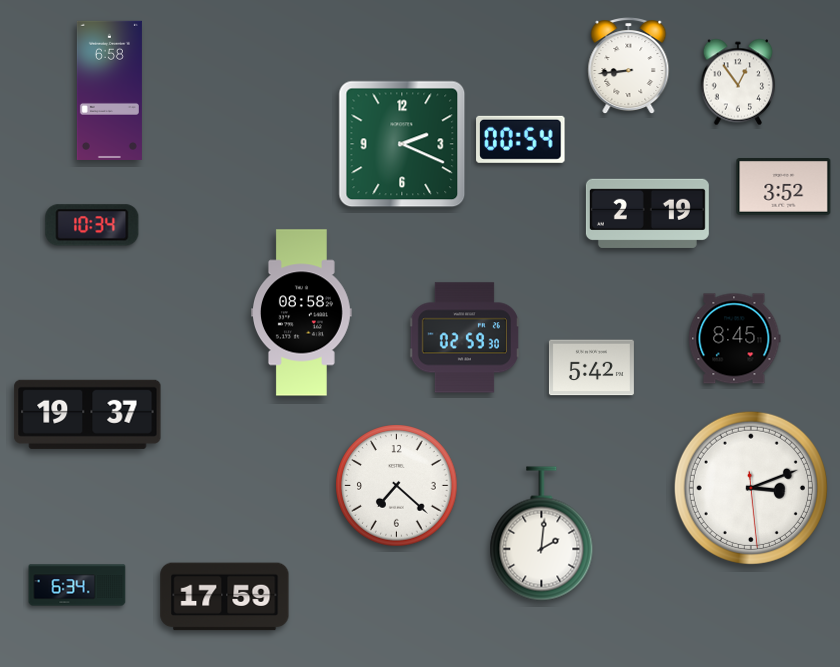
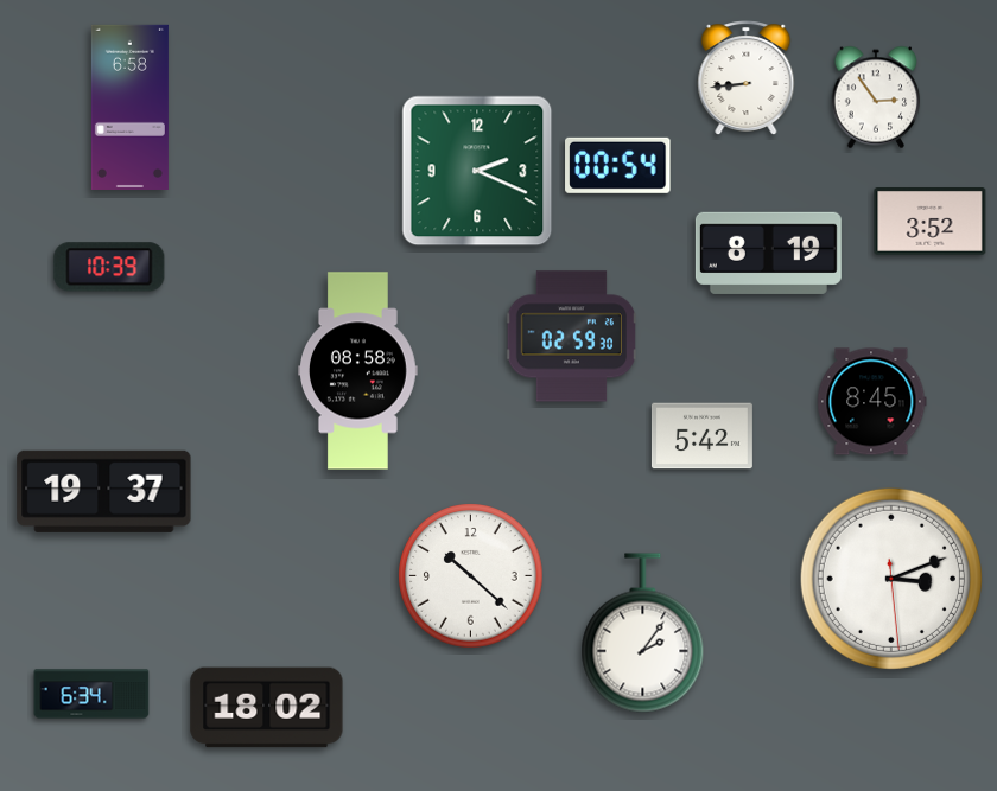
clock at (738, 82): 12:54 -> 2:54
clock at (647, 213): 2:19 -> 8:19
clock at (92, 225): 10:34 -> 10:39
clock at (464, 338) position: (464, 338) -> (571, 337)
clock at (397, 486): 7:22 -> 10:22
clock at (542, 534): 2:01 -> 2:06
clock at (225, 597): 17:59 -> 18:02
